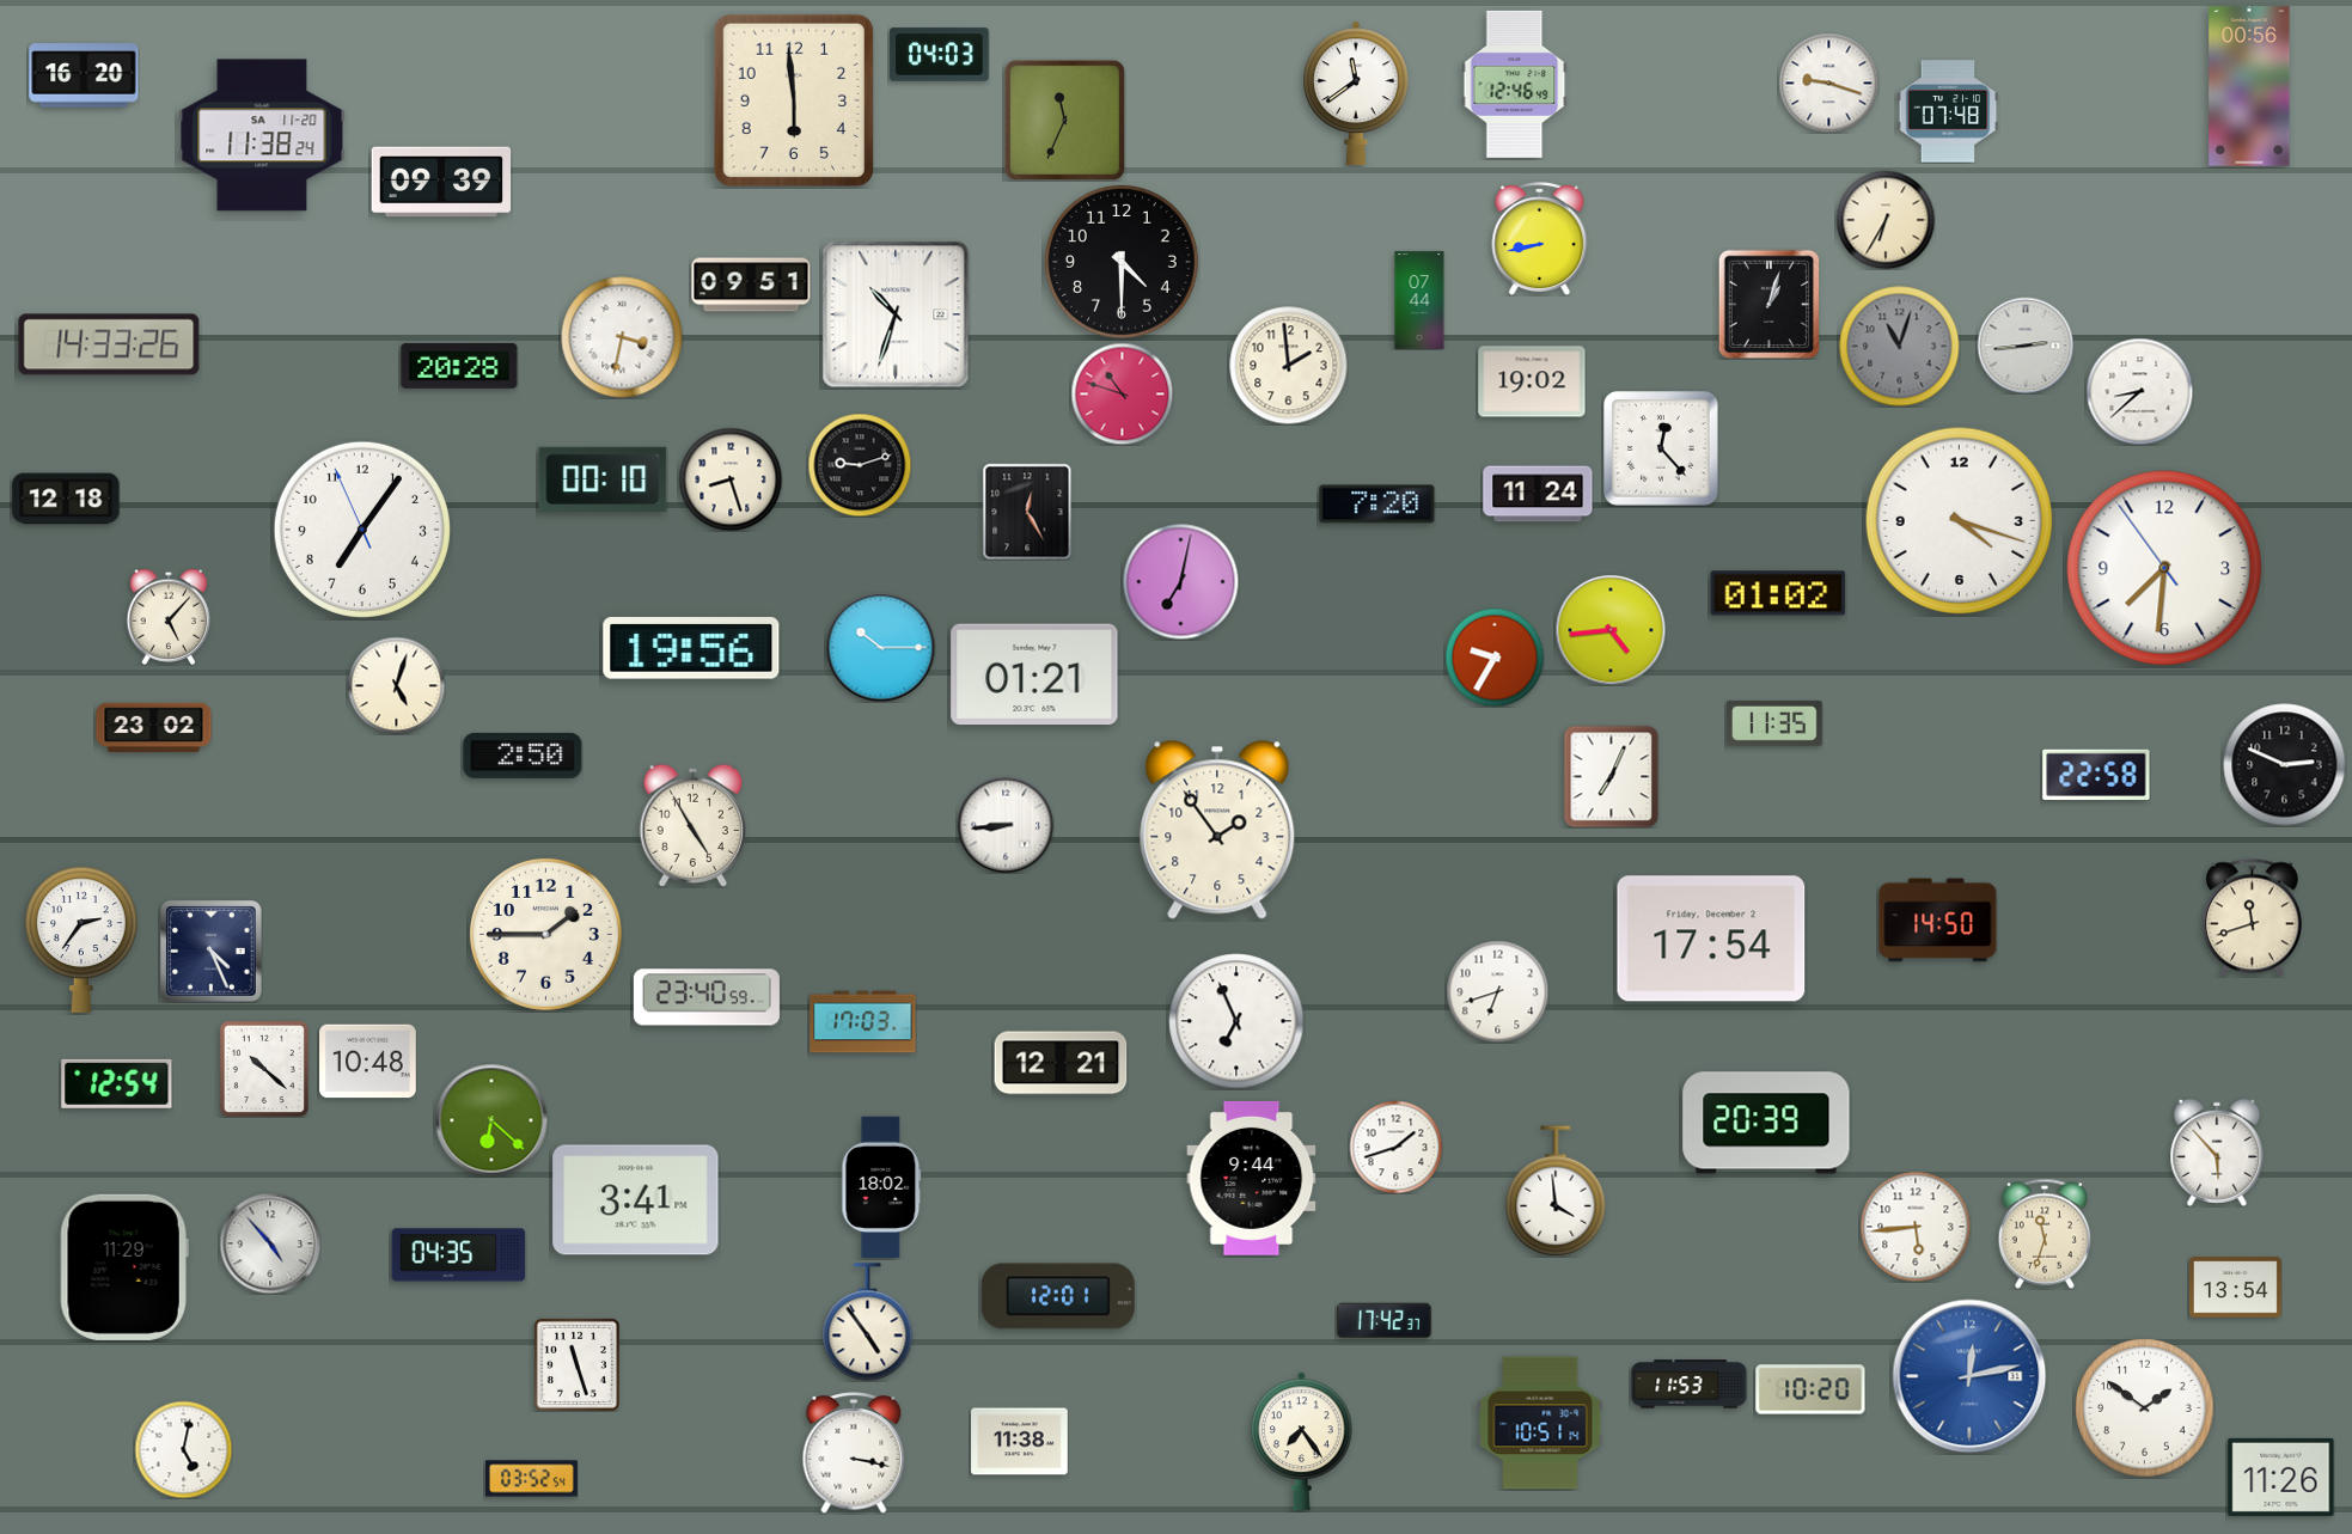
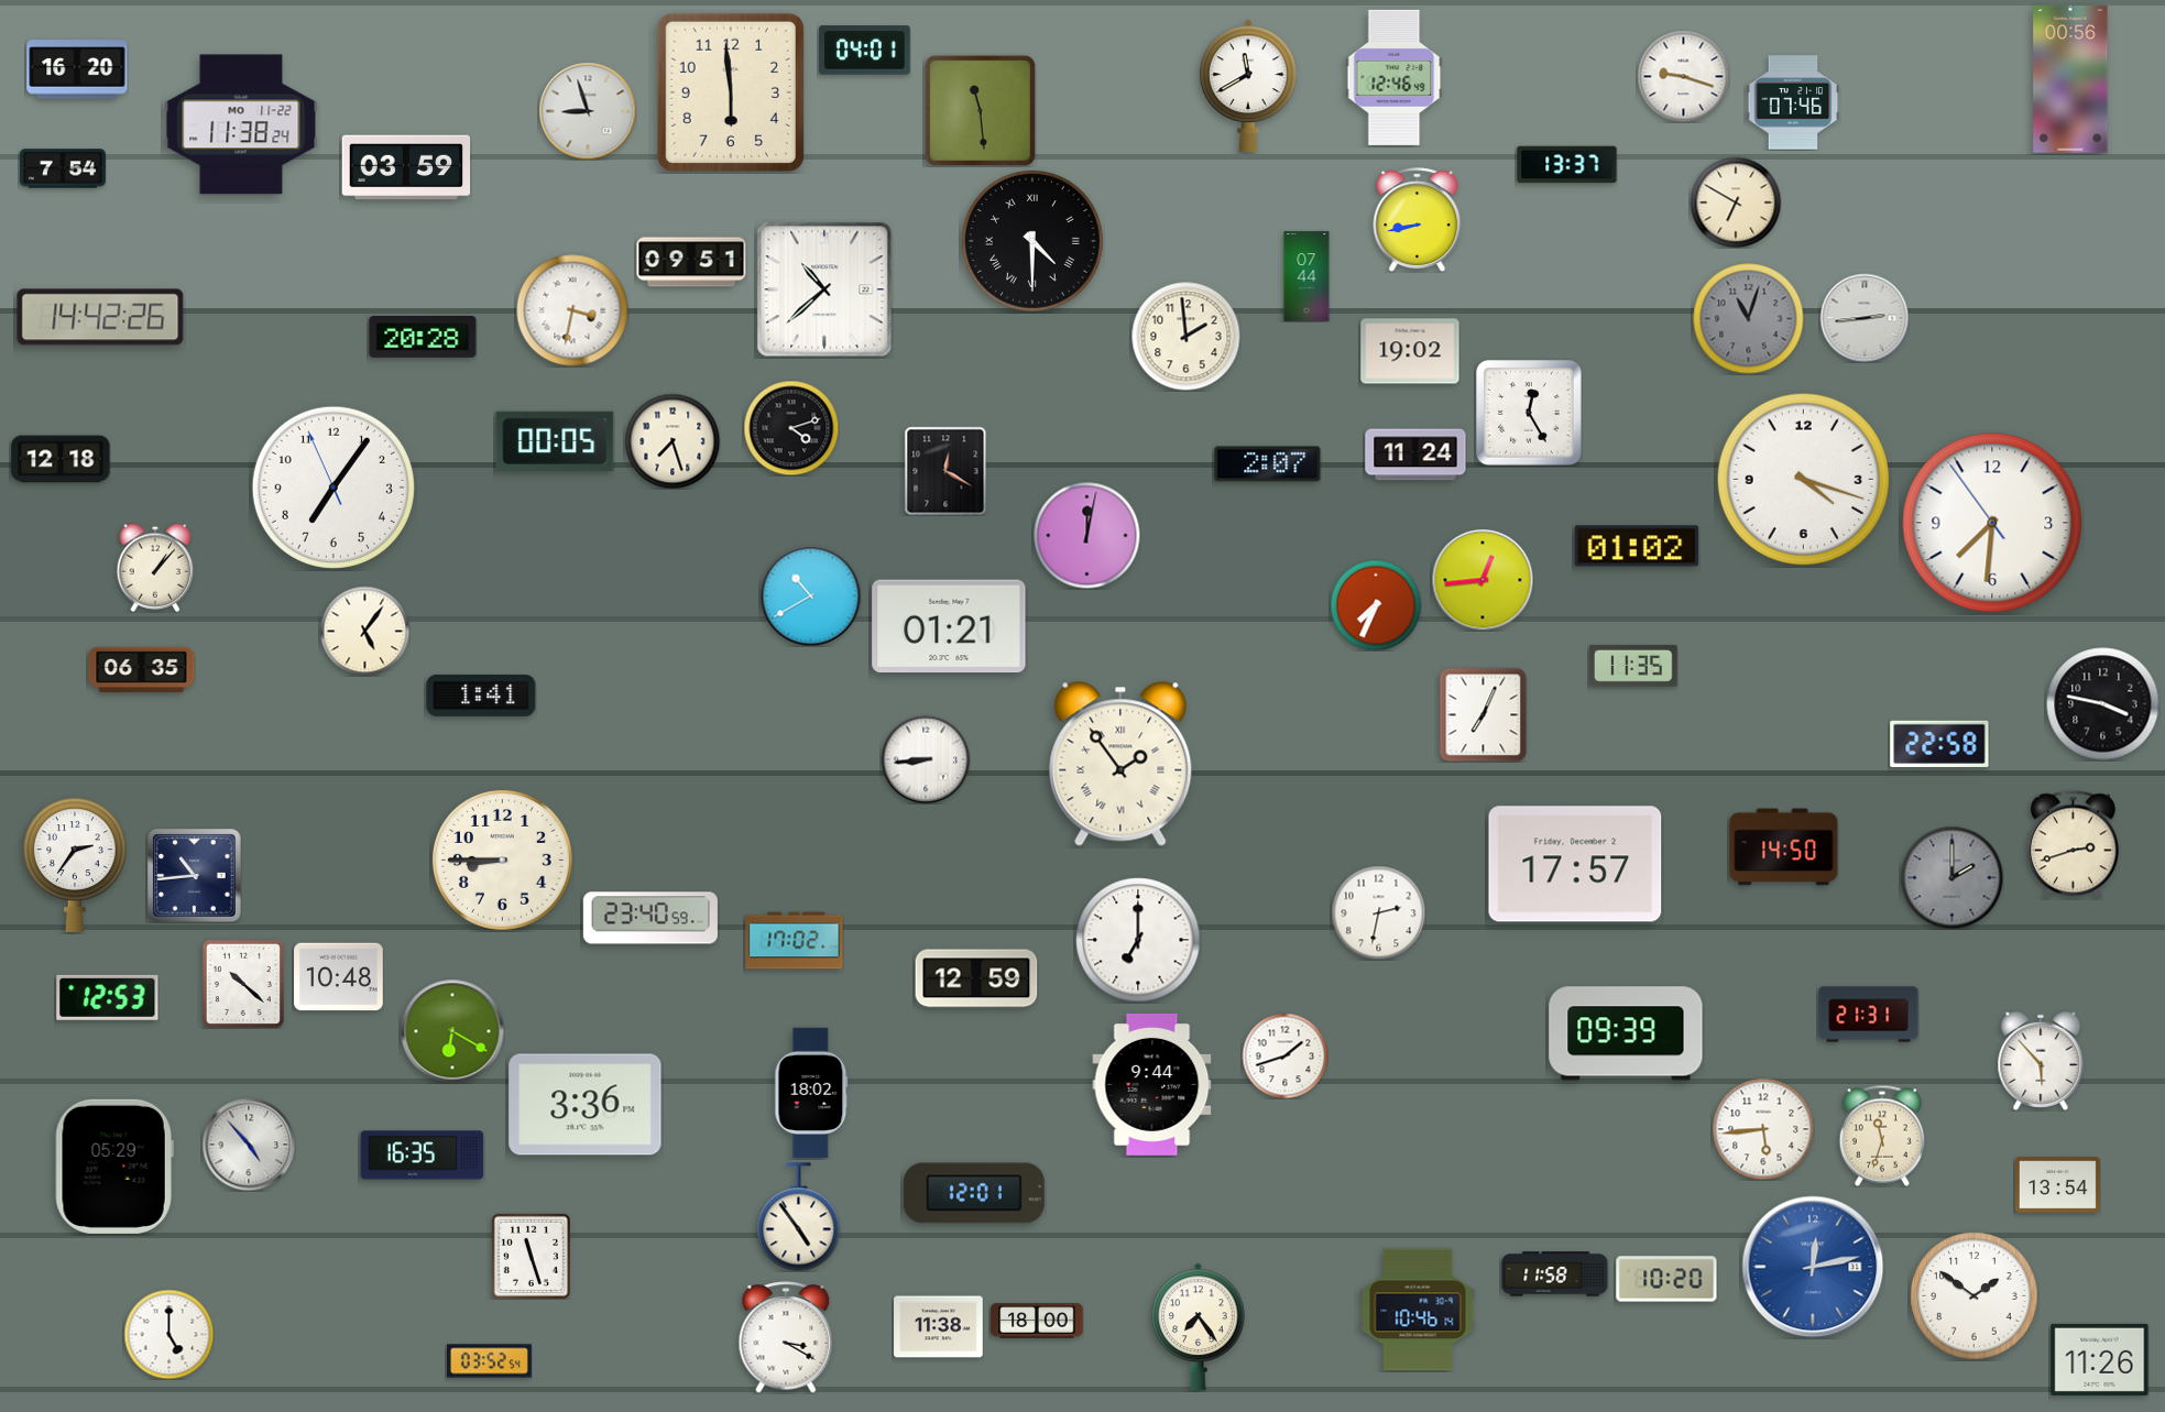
clock at (940, 55): 04:03 -> 04:01
clock at (1356, 93): 11:39 -> 11:40
clock at (1948, 111): 07:48 -> 07:46
clock at (1064, 120): 11:34 -> 11:29
clock at (588, 111): none -> 8:57
clock at (262, 135) date: SA 11-20 -> MO 11-22
clock at (1567, 165): none -> 13:37
clock at (441, 182): 09:39 -> 03:59
clock at (63, 168): none -> 7:54
clock at (1886, 220): 6:35 -> 6:50
clock at (1122, 262) numerals: Arabic -> Roman
clock at (1770, 304): 1:03 -> none
clock at (896, 314): 10:33 -> 10:38
clock at (109, 344): 14:33 -> 14:42
clock at (2139, 391): 8:38 -> none
clock at (1122, 393): 10:48 -> none
clock at (1661, 448): 12:23 -> 12:25
clock at (860, 465): 9:12 -> 4:12
clock at (603, 479): 00:10 -> 00:05
clock at (731, 479): 8:27 -> 7:27
clock at (1377, 505): 7:20 -> 2:07
clock at (1027, 512): 12:25 -> 12:20
clock at (1180, 581): 7:02 -> 12:02
clock at (169, 617): 5:07 -> 1:07
clock at (1611, 630): 4:44 -> 12:44
clock at (880, 647): 10:15 -> 10:40
clock at (691, 648): 19:56 -> none
clock at (1495, 658): 9:35 -> 7:34
clock at (1034, 674) position: (1034, 674) -> (949, 626)
clock at (396, 685): 5:03 -> 5:06
clock at (154, 728): 23:02 -> 06:35
clock at (523, 756): 2:50 -> 1:41
clock at (2285, 765): 2:49 -> 3:47
clock at (2096, 775) position: (2096, 775) -> (1939, 744)
clock at (692, 825): 4:55 -> none
clock at (1217, 830) numerals: Arabic -> Roman
clock at (2252, 917): 11:42 -> 2:42
clock at (545, 934): 1:45 -> 8:45
clock at (1711, 939): 17:54 -> 17:57
clock at (212, 952): 4:26 -> 10:44
clock at (1951, 877): none -> 2:00
clock at (1497, 991): 6:42 -> 2:32
clock at (1236, 1021): 6:56 -> 7:00
clock at (863, 1022): 17:03 -> 17:02
clock at (1061, 1063): 12:21 -> 12:59
clock at (117, 1083): 12:54 -> 12:53
clock at (1869, 1015): none -> 21:31
clock at (491, 1120): 6:22 -> 6:20
clock at (1766, 1123): 20:39 -> 09:39
clock at (1556, 1191): 3:59 -> none
clock at (636, 1200): 3:41 -> 3:36
clock at (459, 1255): 04:35 -> 16:35
clock at (124, 1267): 11:29 -> 05:29
clock at (1383, 1321): 17:42 -> none
clock at (1690, 1385): 11:53 -> 11:58
clock at (1540, 1423): 10:51 -> 10:46
clock at (1037, 1321): none -> 18:00
clock at (183, 1449): 5:02 -> 5:00
clock at (854, 1453): 3:17 -> 3:20
